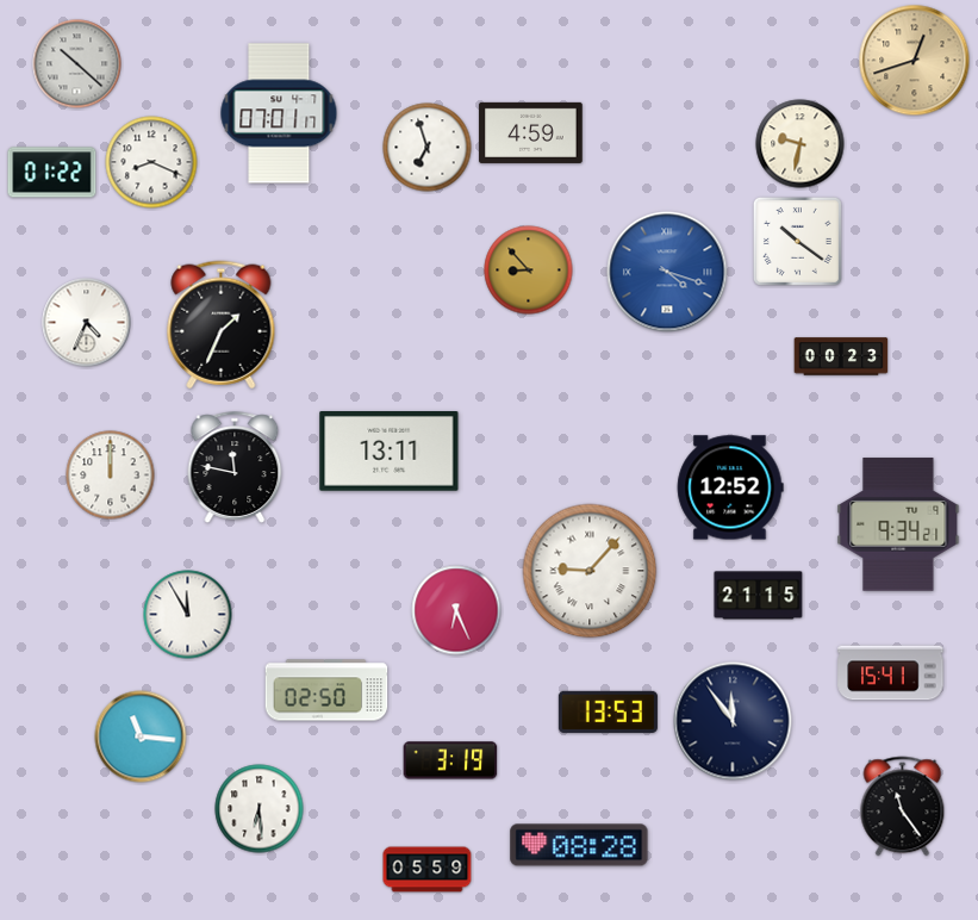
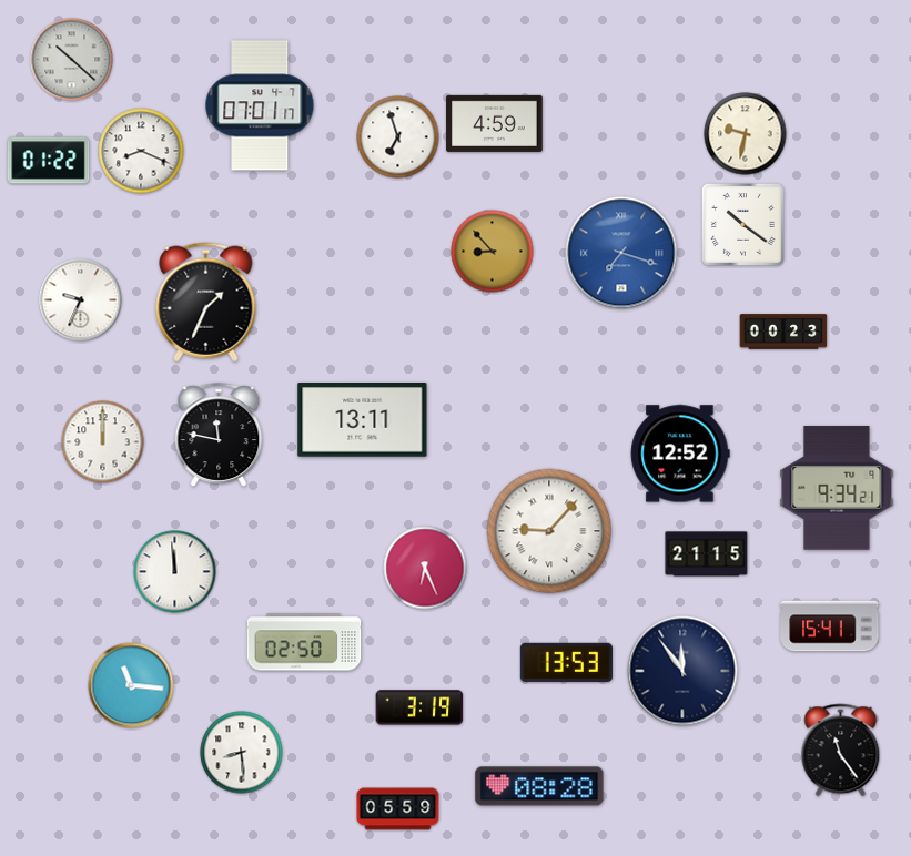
clock at (915, 61): 12:42 -> none
clock at (667, 272): 4:18 -> 7:18
clock at (87, 323): 4:34 -> 9:34
clock at (188, 615): 11:55 -> 11:59
clock at (260, 809): 6:29 -> 8:29
